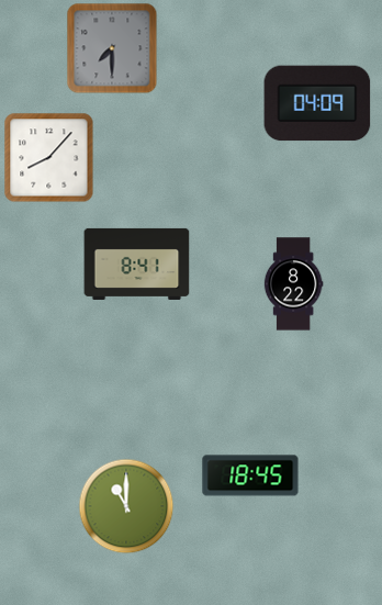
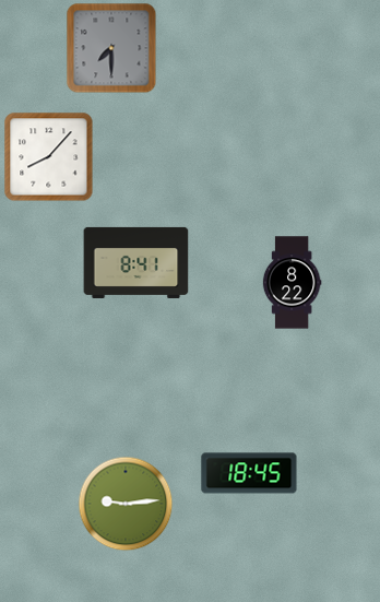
clock at (317, 103): 04:09 -> none
clock at (126, 506): 11:00 -> 9:14
